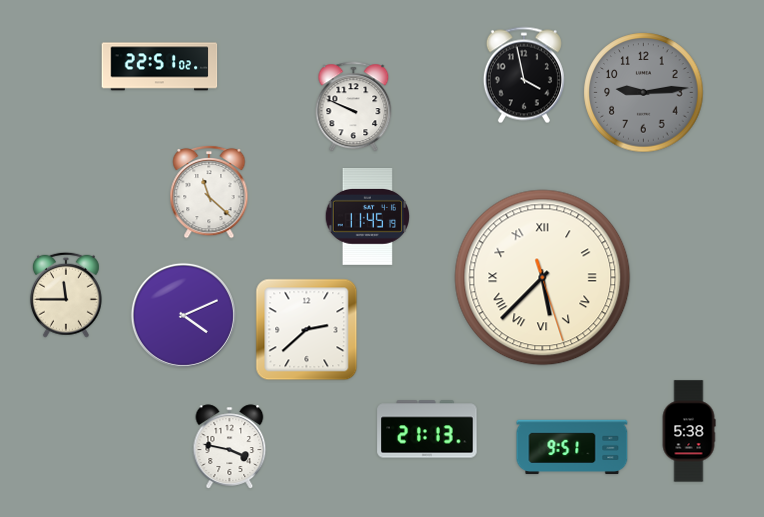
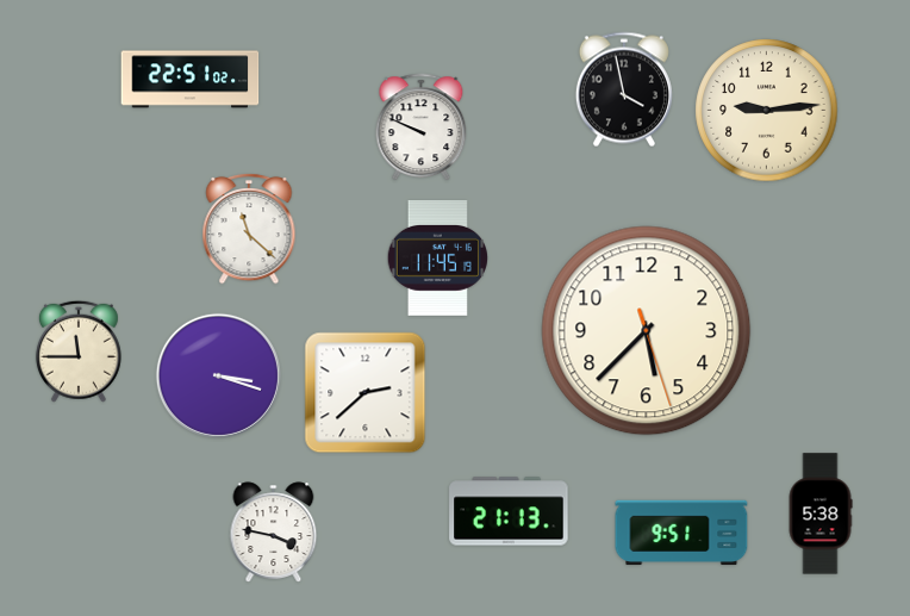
clock at (644, 93) dial: grey -> cream
clock at (543, 278) numerals: Roman -> Arabic
clock at (183, 315): 4:11 -> 3:18
